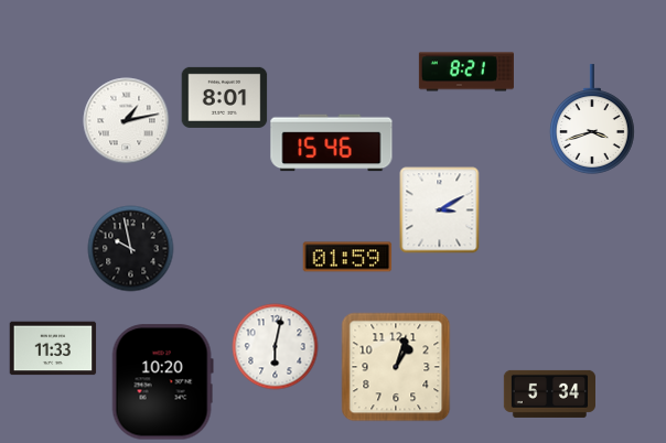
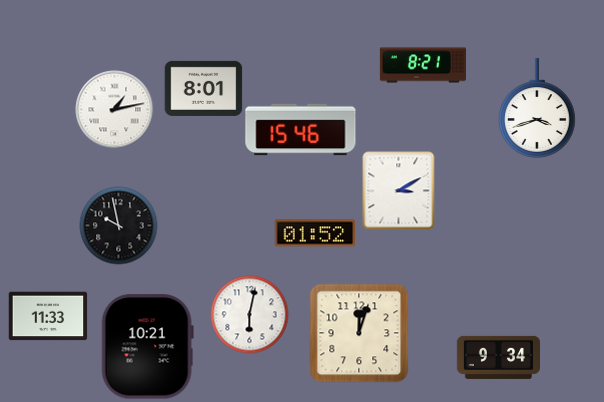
clock at (347, 257): 01:59 -> 01:52
clock at (396, 367): 1:03 -> 12:03
clock at (162, 382): 10:20 -> 10:21
clock at (549, 393): 5:34 -> 9:34
